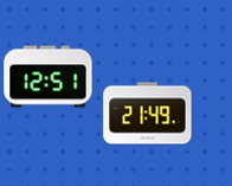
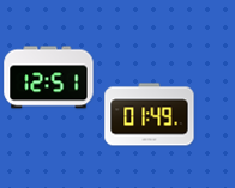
clock at (148, 114): 21:49 -> 01:49
